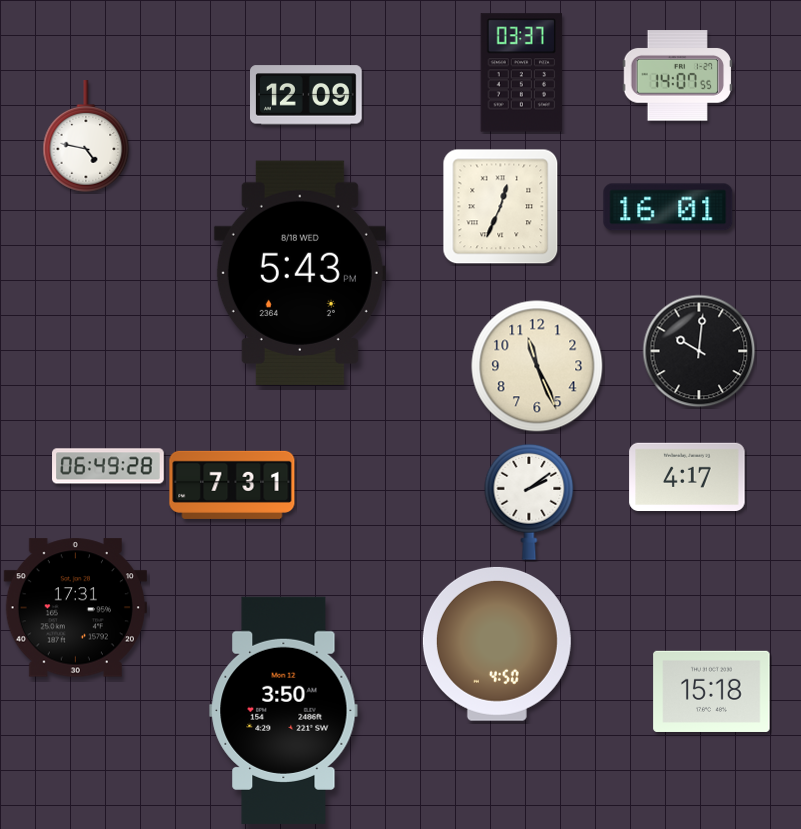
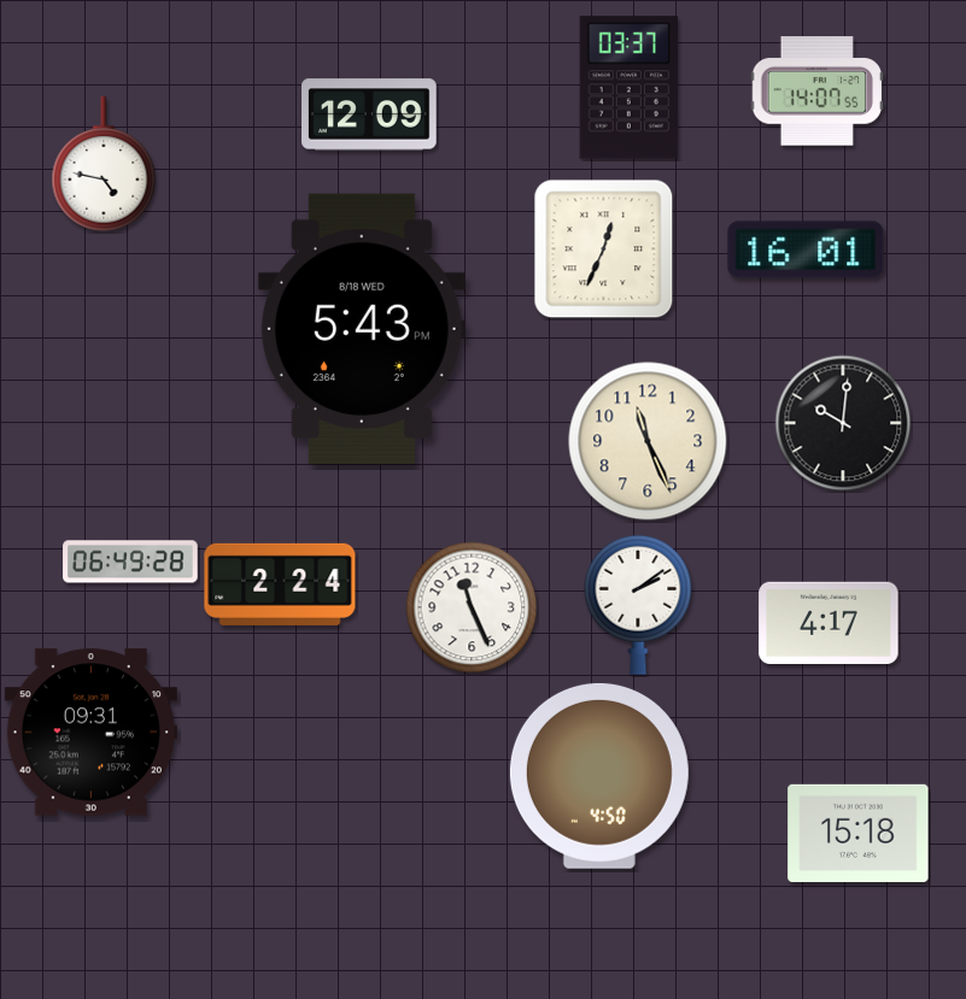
clock at (687, 476) position: (687, 476) -> (829, 622)
clock at (232, 485): 7:31 -> 2:24
clock at (472, 607): none -> 11:26
clock at (75, 608): 17:31 -> 09:31
clock at (284, 710): 3:50 -> none
